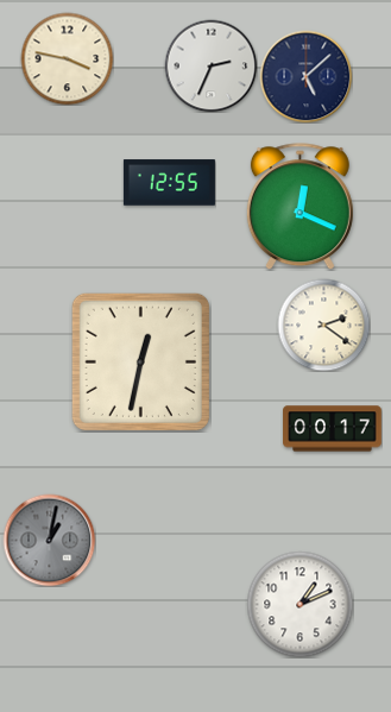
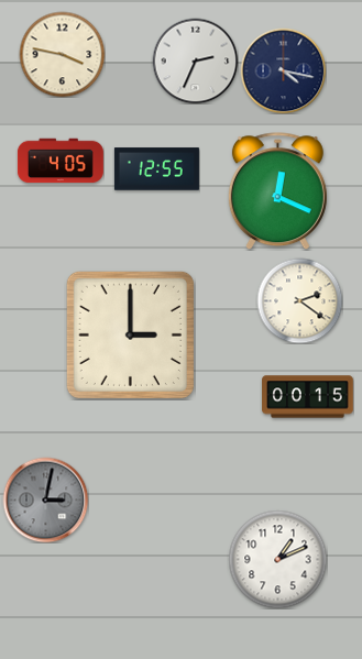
clock at (305, 76): 5:08 -> 4:17
clock at (61, 161): none -> 4:05
clock at (140, 361): 12:32 -> 3:00
clock at (333, 429): 00:17 -> 00:15
clock at (49, 540): 1:02 -> 3:02
